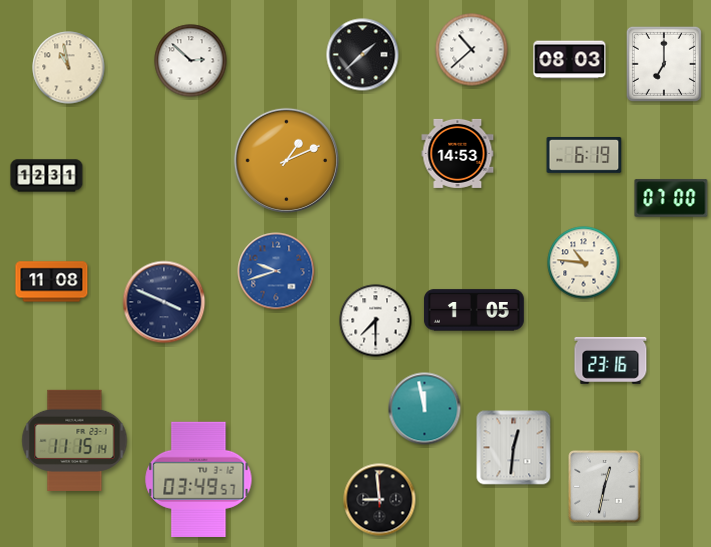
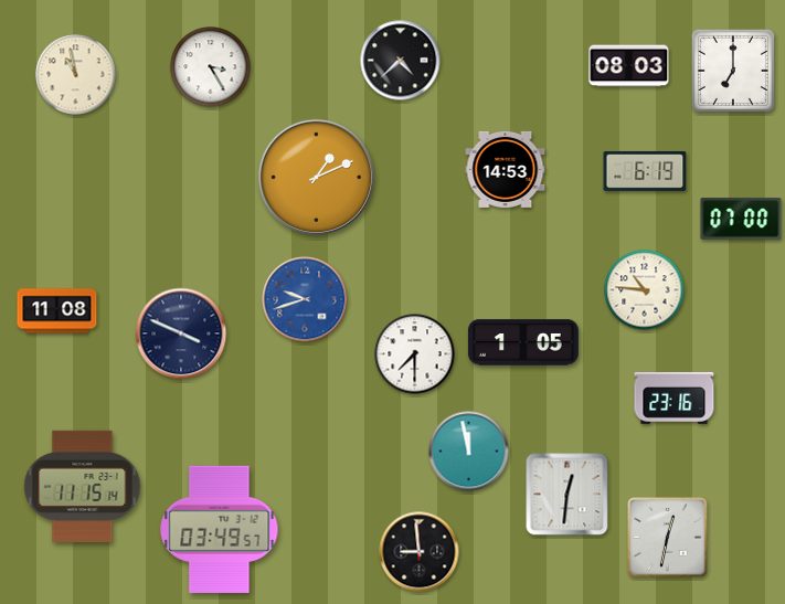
clock at (472, 50): 10:38 -> none
clock at (363, 55): 1:38 -> 4:38
clock at (191, 61): 2:52 -> 3:25
clock at (47, 176): 12:31 -> none
